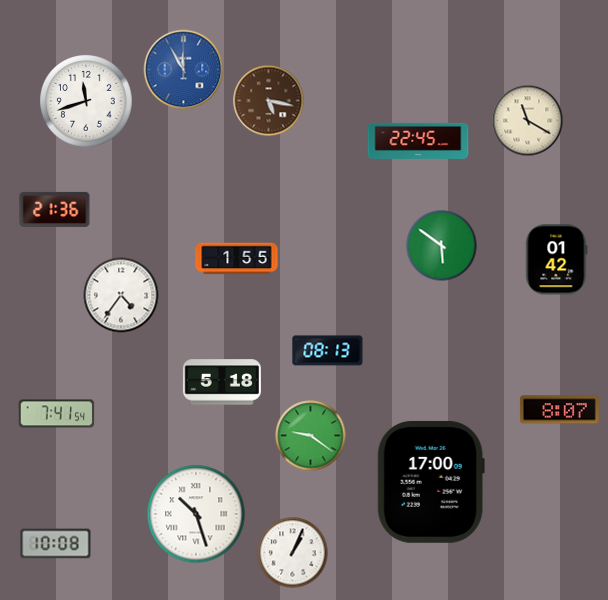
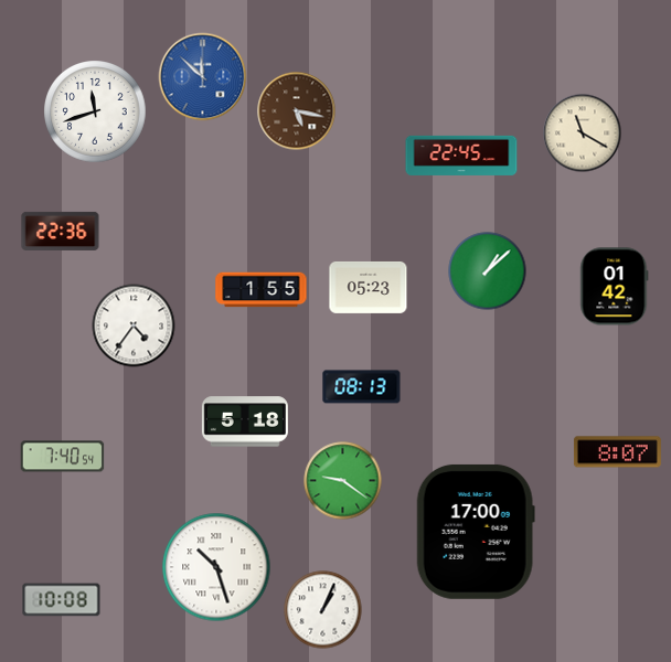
clock at (184, 70): 11:55 -> 11:52
clock at (55, 209): 21:36 -> 22:36
clock at (442, 246): 5:51 -> 1:08
clock at (237, 259) position: (237, 259) -> (262, 290)
clock at (369, 287): none -> 05:23
clock at (57, 414): 7:41 -> 7:40
